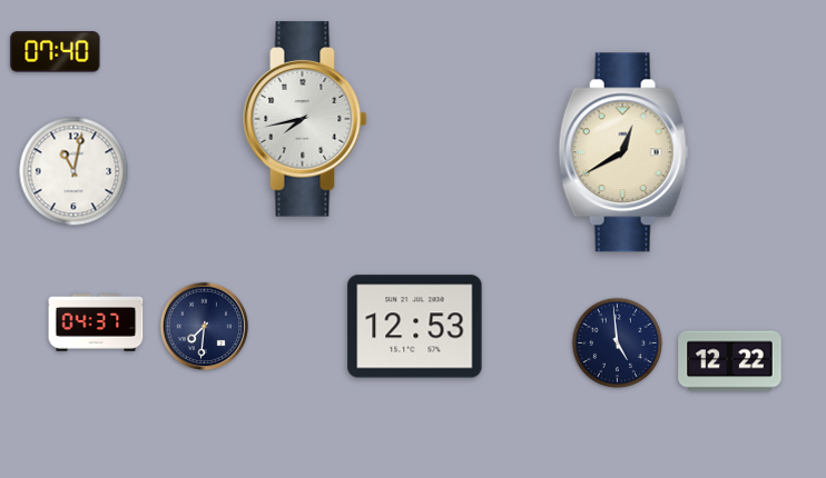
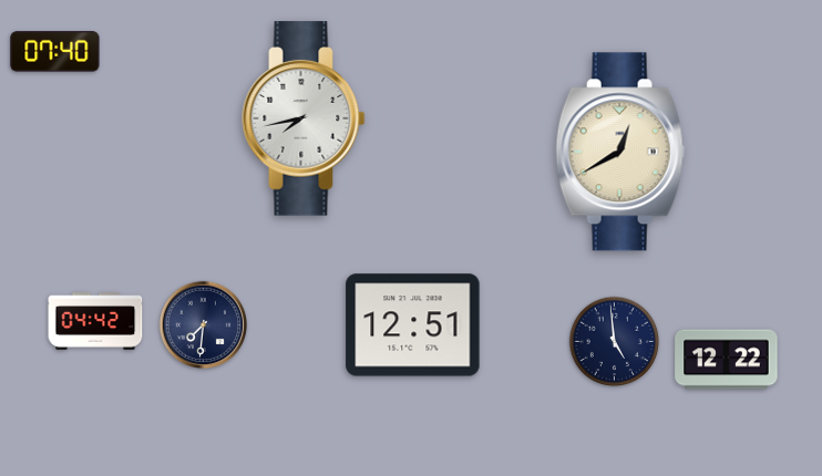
clock at (73, 171): 11:02 -> none
clock at (96, 322): 04:37 -> 04:42
clock at (415, 327): 12:53 -> 12:51
